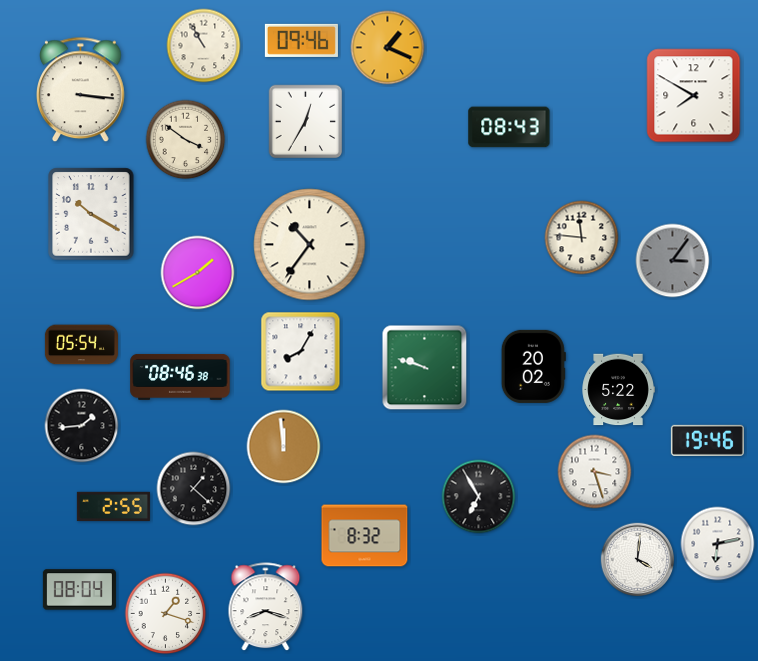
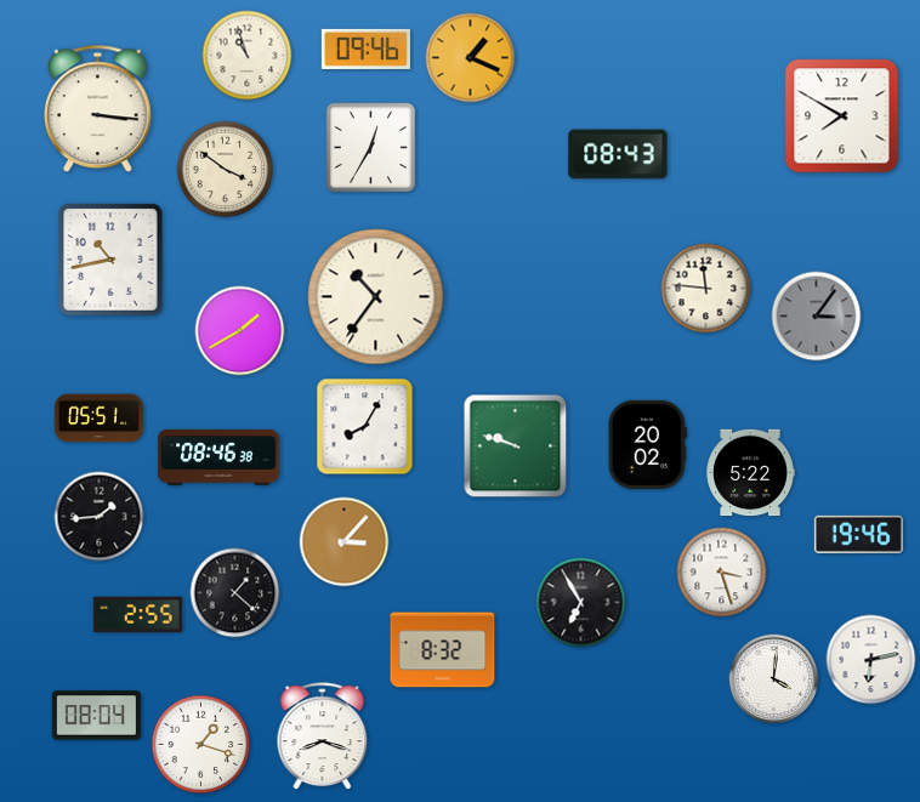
clock at (204, 46): 10:55 -> 10:57
clock at (91, 214): 10:20 -> 10:43
clock at (81, 345): 05:54 -> 05:51
clock at (284, 447): 11:59 -> 3:07
